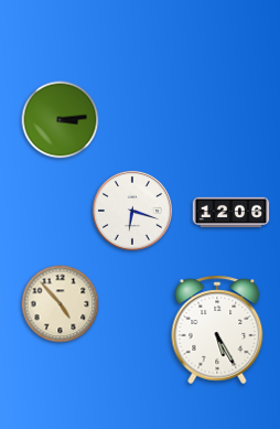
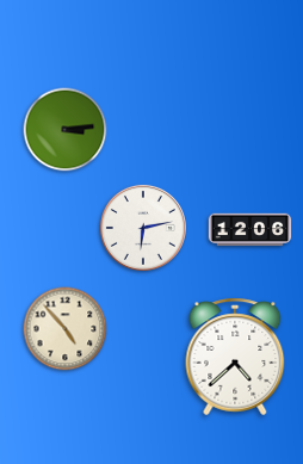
clock at (132, 211): 6:18 -> 6:13
clock at (217, 330): 5:25 -> 4:38
